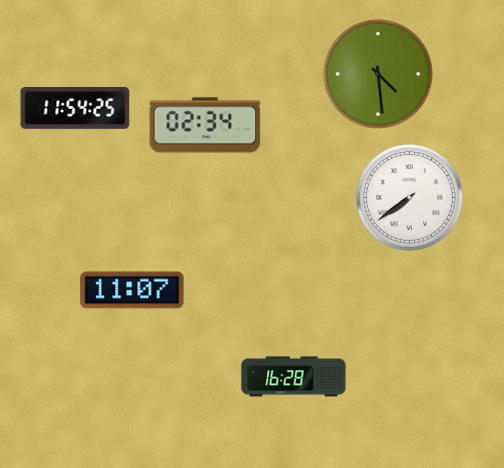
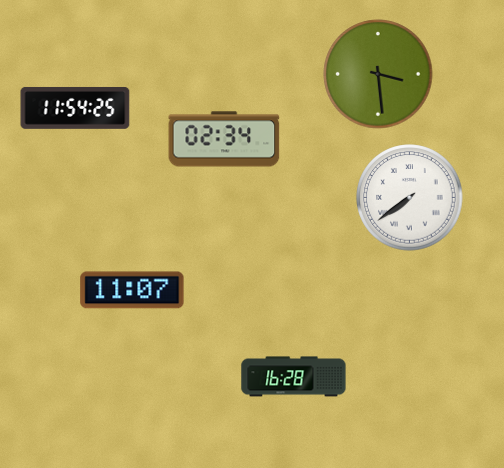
clock at (378, 74): 4:29 -> 3:29
clock at (205, 125) position: (205, 125) -> (224, 139)
